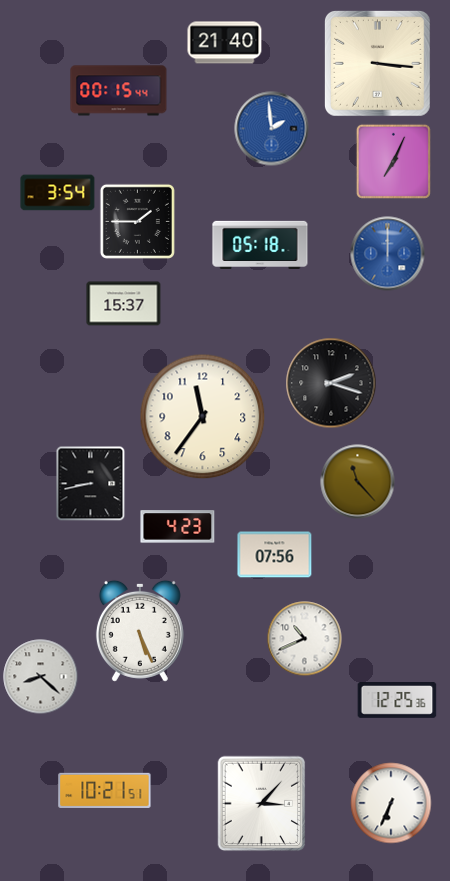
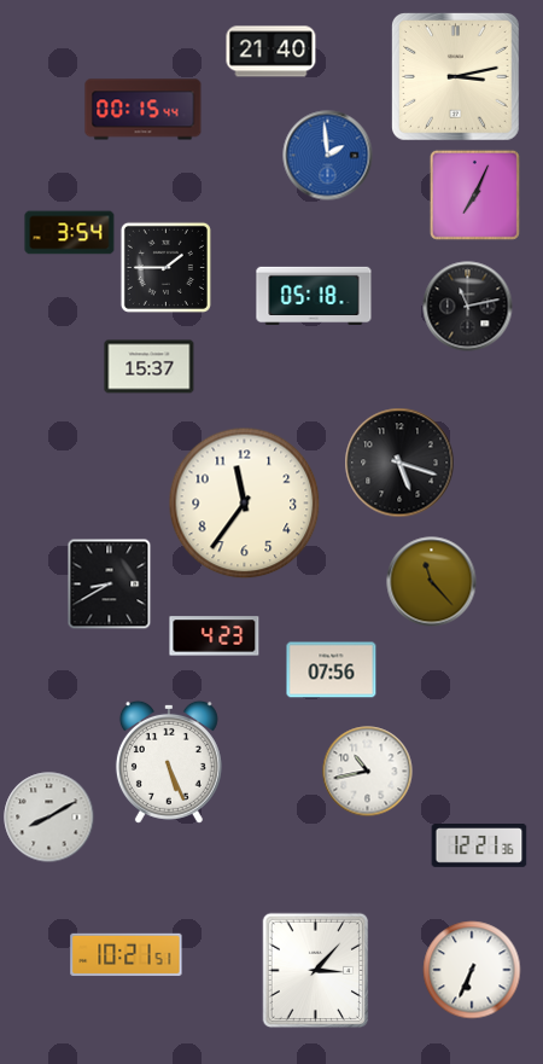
clock at (377, 63): 3:16 -> 3:13
clock at (388, 254): 12:00 -> 11:13
clock at (388, 254) dial: blue -> black
clock at (331, 383): 2:18 -> 5:18
clock at (91, 484): 8:43 -> 8:40
clock at (305, 639): 10:41 -> 10:43
clock at (41, 677): 8:22 -> 8:10
clock at (397, 701): 12:25 -> 12:21
